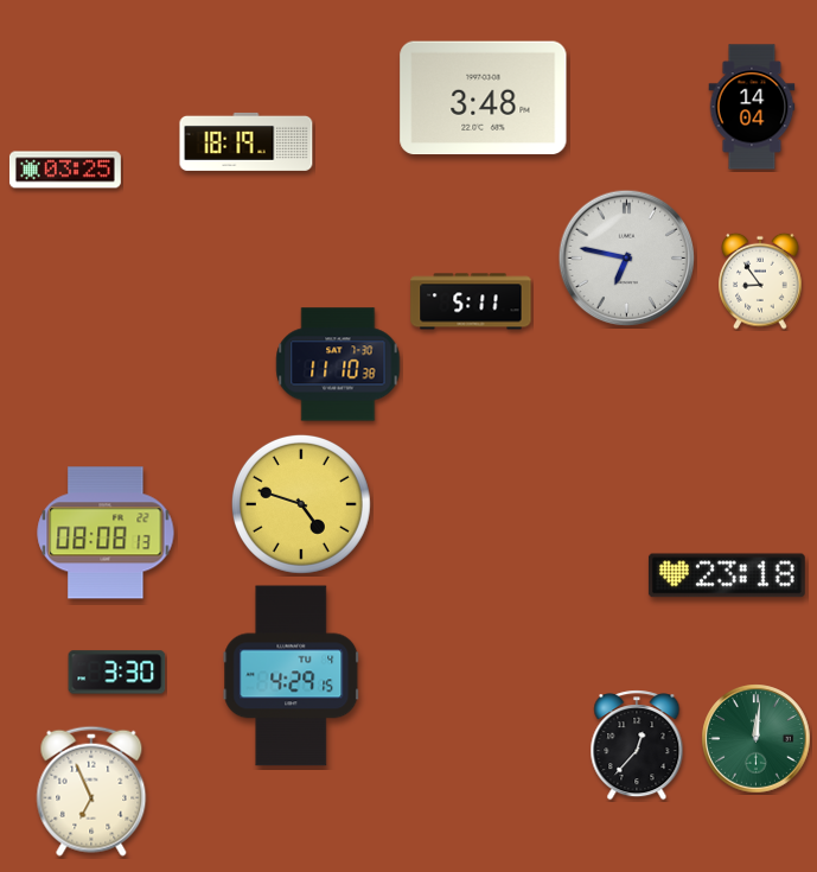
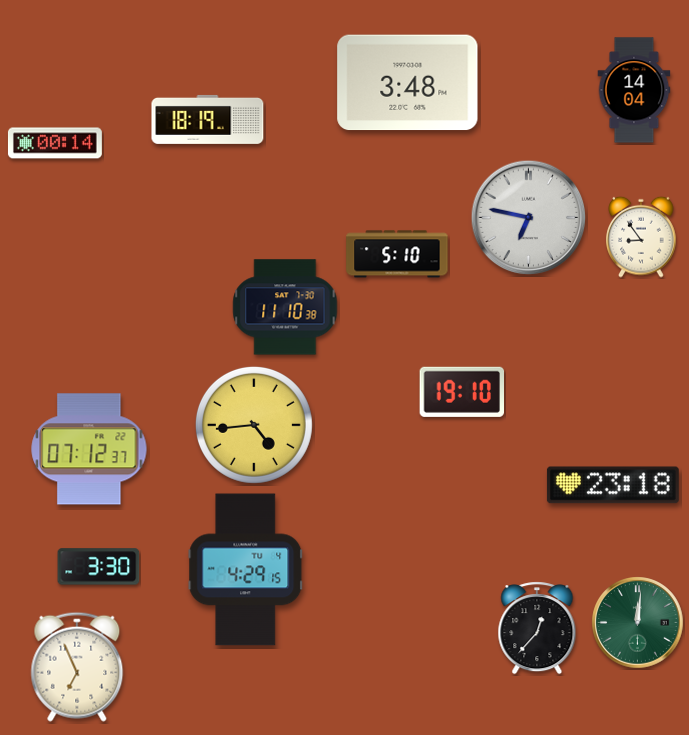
clock at (65, 170): 03:25 -> 00:14
clock at (471, 301): 5:11 -> 5:10
clock at (461, 392): none -> 19:10
clock at (301, 504): 4:48 -> 4:44
clock at (106, 533): 08:08 -> 07:12
